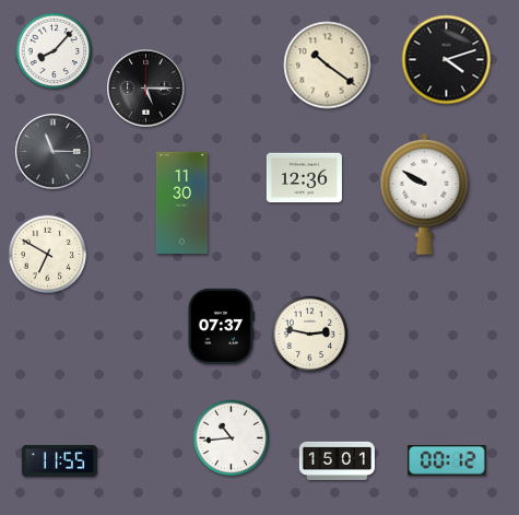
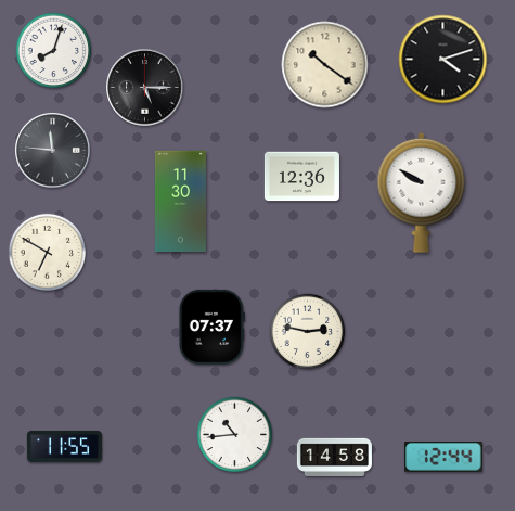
clock at (55, 51): 8:07 -> 8:03
clock at (54, 152): 11:15 -> 11:46
clock at (221, 326) position: (221, 326) -> (211, 327)
clock at (232, 438) position: (232, 438) -> (235, 435)
clock at (59, 460) position: (59, 460) -> (64, 446)
clock at (337, 460): 15:01 -> 14:58
clock at (447, 461): 00:12 -> 12:44
